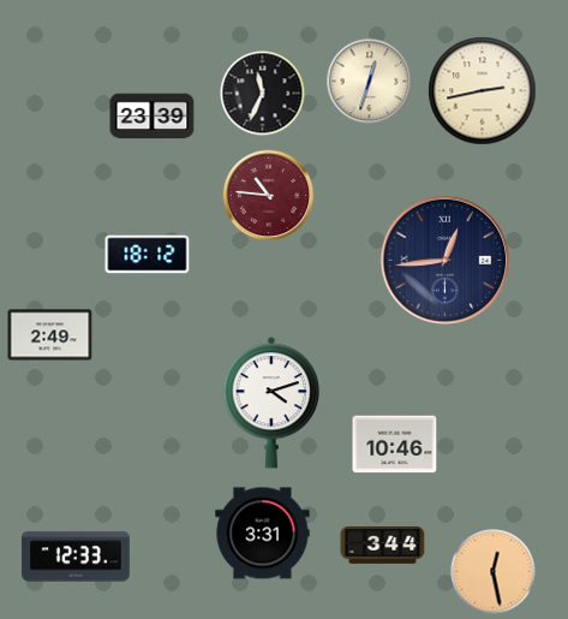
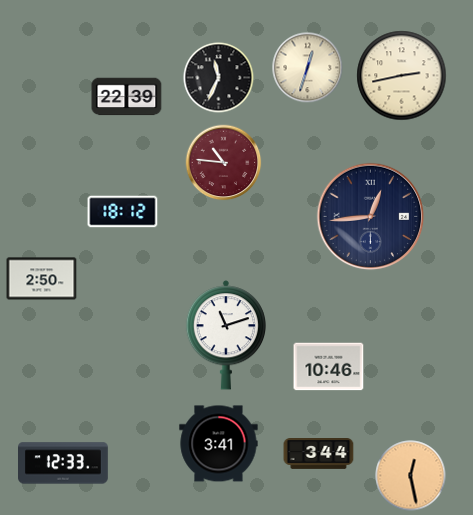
clock at (153, 117): 23:39 -> 22:39
clock at (50, 335): 2:49 -> 2:50
clock at (270, 403): 4:12 -> 11:12
clock at (395, 445) position: (395, 445) -> (329, 367)
clock at (263, 534): 3:31 -> 3:41
